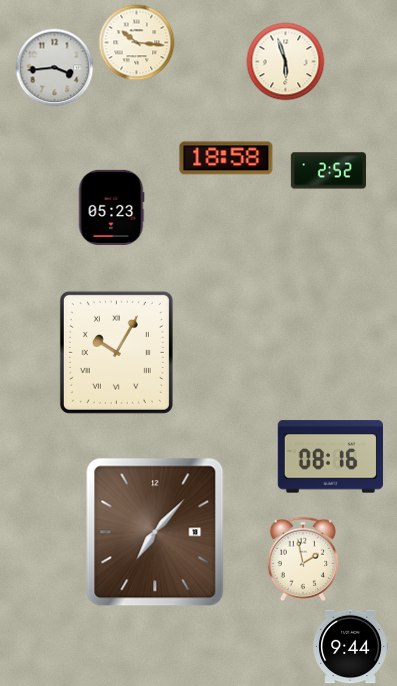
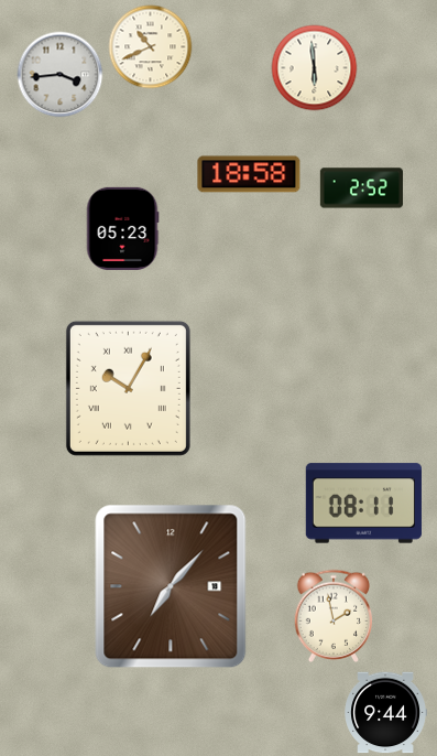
clock at (137, 43): 10:16 -> 10:41
clock at (286, 62): 5:57 -> 5:59
clock at (330, 457): 08:16 -> 08:11
